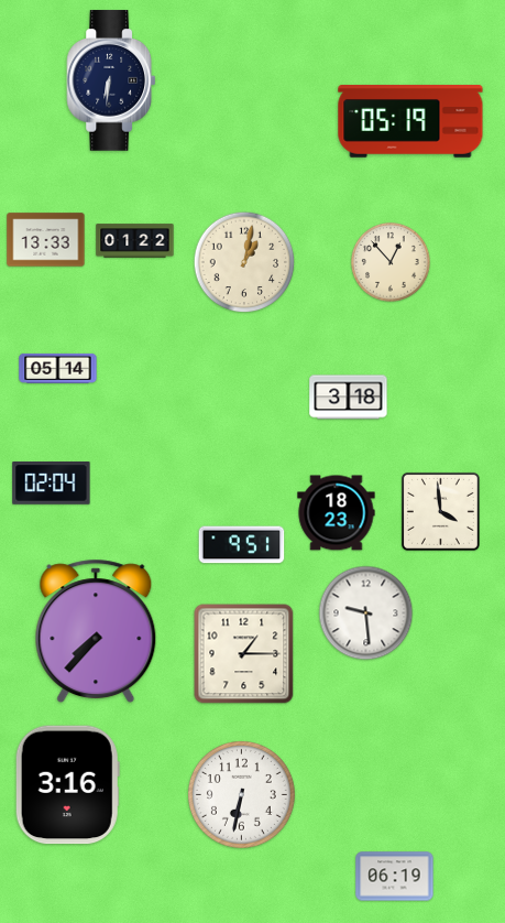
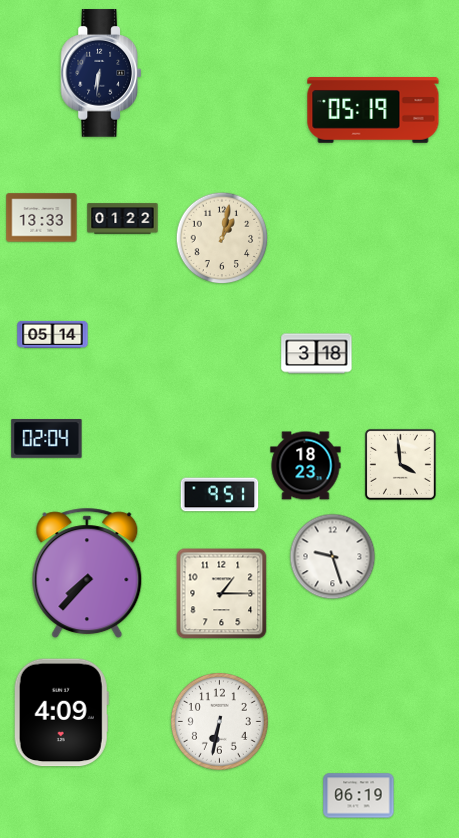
clock at (391, 262): 12:53 -> none
clock at (349, 398) position: (349, 398) -> (317, 354)
clock at (366, 613): 9:29 -> 9:27
clock at (67, 785): 3:16 -> 4:09
